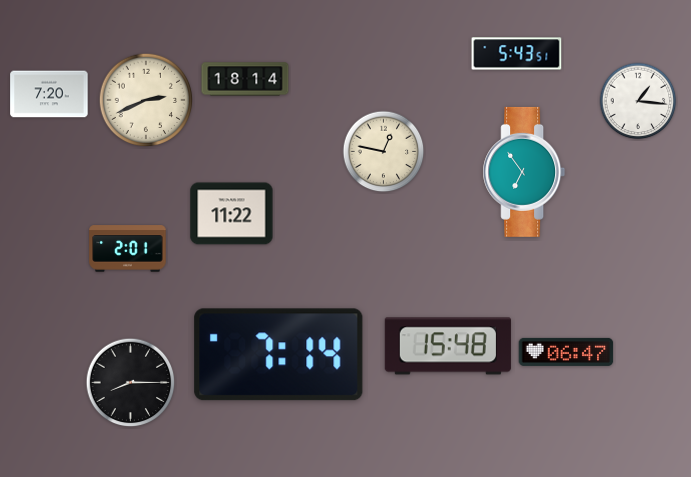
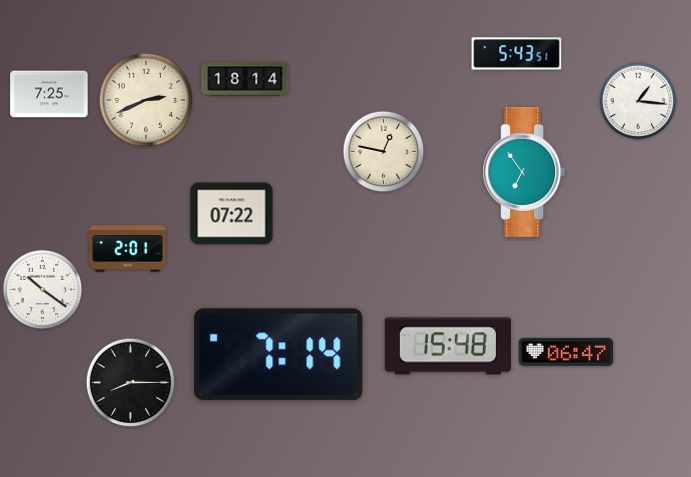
clock at (49, 94): 7:20 -> 7:25
clock at (232, 214): 11:22 -> 07:22
clock at (43, 290): none -> 10:21
